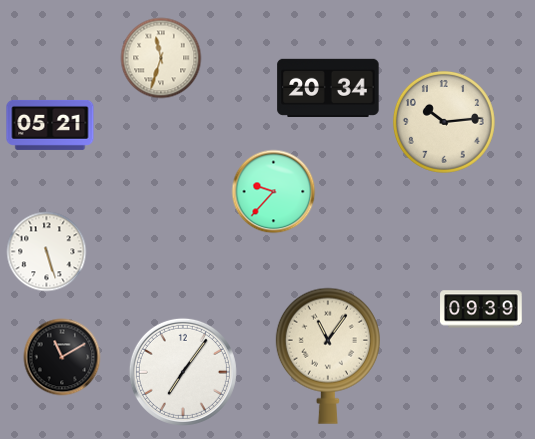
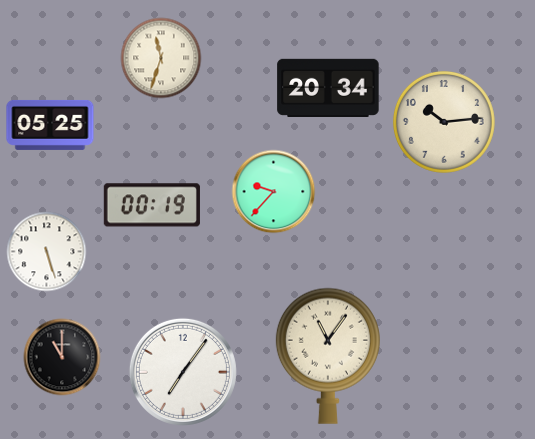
clock at (50, 125): 05:21 -> 05:25
clock at (152, 205): none -> 00:19
clock at (481, 309): 09:39 -> none
clock at (62, 357): 11:10 -> 11:00
